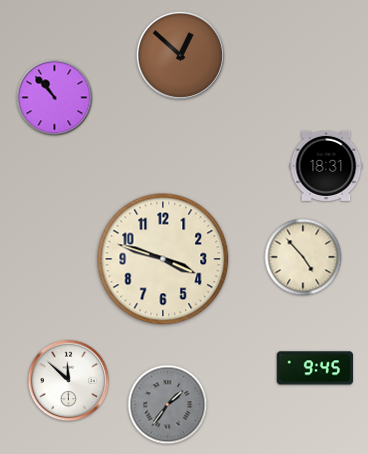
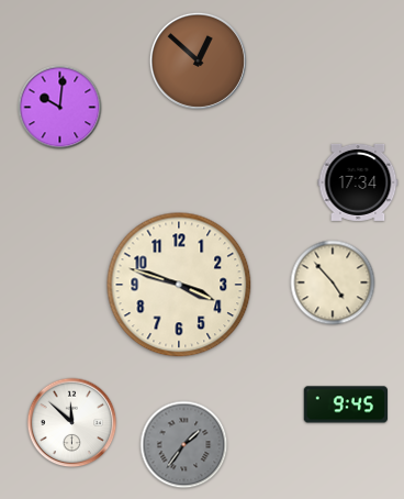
clock at (55, 98): 10:53 -> 10:01
clock at (326, 166): 18:31 -> 17:34
clock at (69, 381) position: (69, 381) -> (72, 423)
